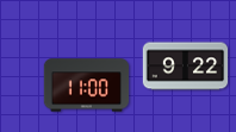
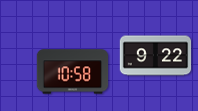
clock at (87, 86): 11:00 -> 10:58
